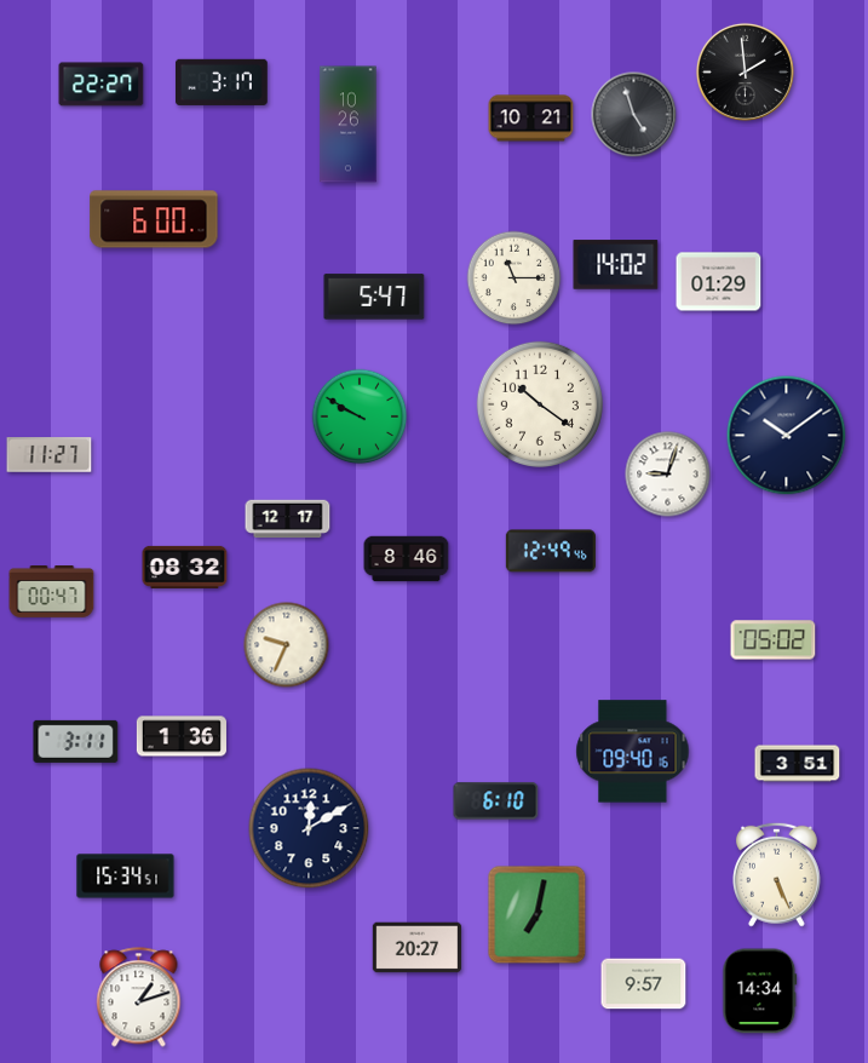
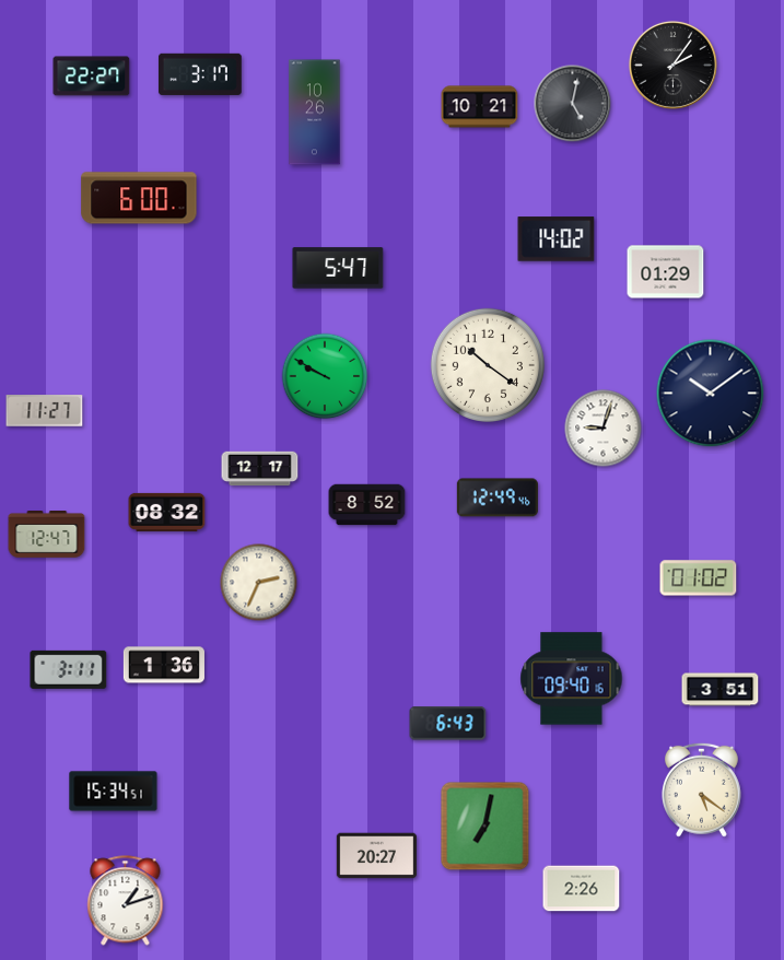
clock at (745, 71): 1:59 -> 2:06
clock at (634, 115): 4:57 -> 5:02
clock at (515, 278): 11:15 -> none
clock at (719, 282) position: (719, 282) -> (666, 272)
clock at (407, 559): 8:46 -> 8:52
clock at (52, 592): 00:47 -> 12:47
clock at (774, 640): 05:02 -> 01:02
clock at (287, 645): 9:34 -> 2:34
clock at (496, 801): 6:10 -> 6:43
clock at (309, 828): 12:10 -> none
clock at (776, 874): 5:26 -> 5:21
clock at (644, 984): 9:57 -> 2:26
clock at (760, 992): 14:34 -> none
